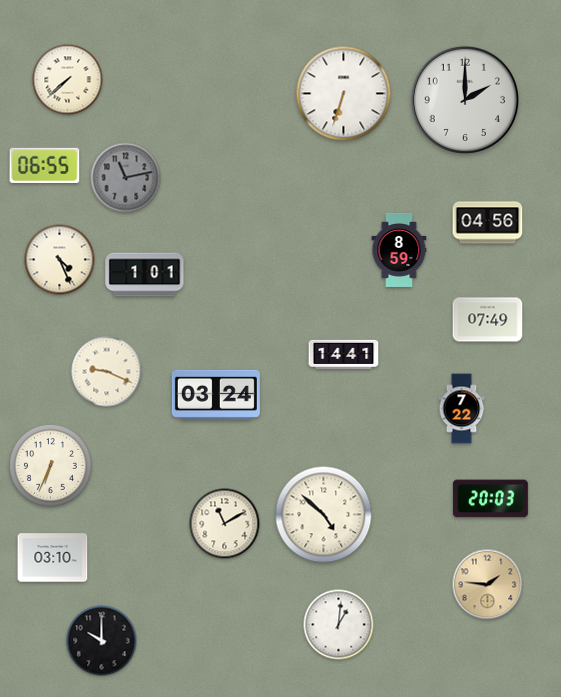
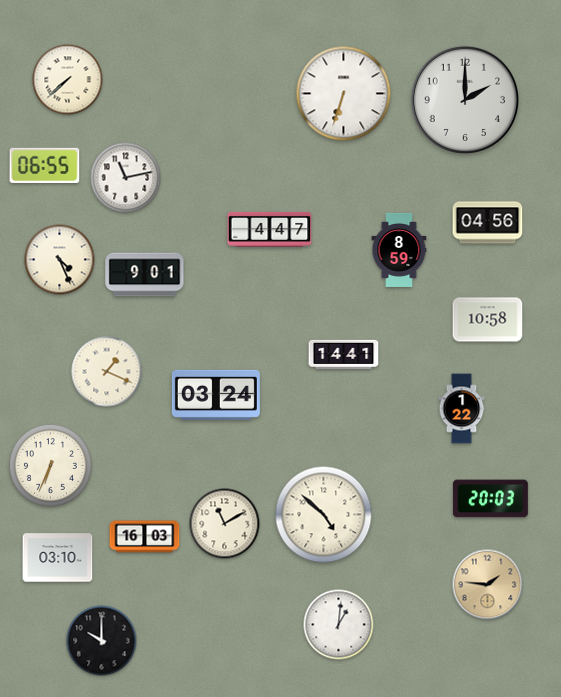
clock at (126, 178) dial: grey -> white
clock at (270, 229): none -> 4:47
clock at (145, 275): 1:01 -> 9:01
clock at (488, 320): 07:49 -> 10:58
clock at (107, 372): 9:19 -> 1:19
clock at (462, 409): 7:22 -> 1:22
clock at (145, 537): none -> 16:03
clock at (53, 558) position: (53, 558) -> (58, 558)
